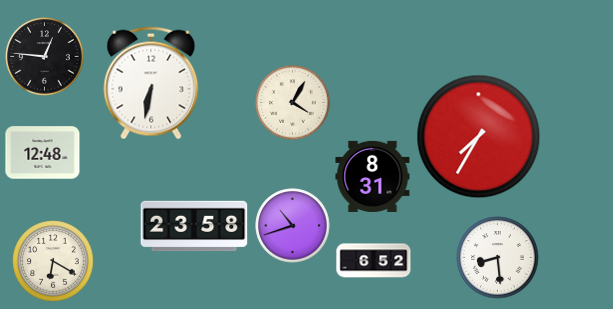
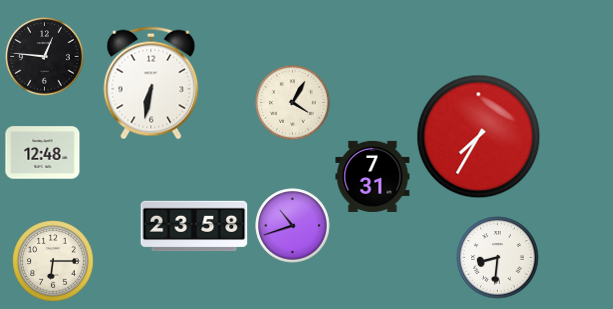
clock at (373, 176): 8:31 -> 7:31
clock at (498, 258): 8:29 -> 8:31
clock at (53, 261): 6:20 -> 6:15
clock at (374, 261): 6:52 -> none
